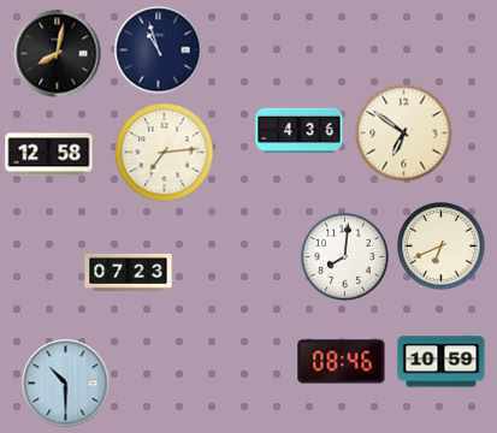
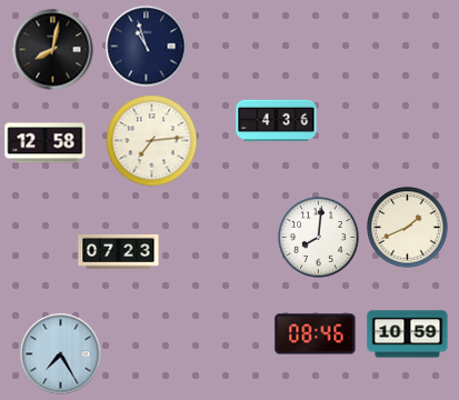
clock at (404, 134): 6:51 -> none
clock at (442, 247): 6:41 -> 1:41
clock at (66, 384): 10:30 -> 7:25
